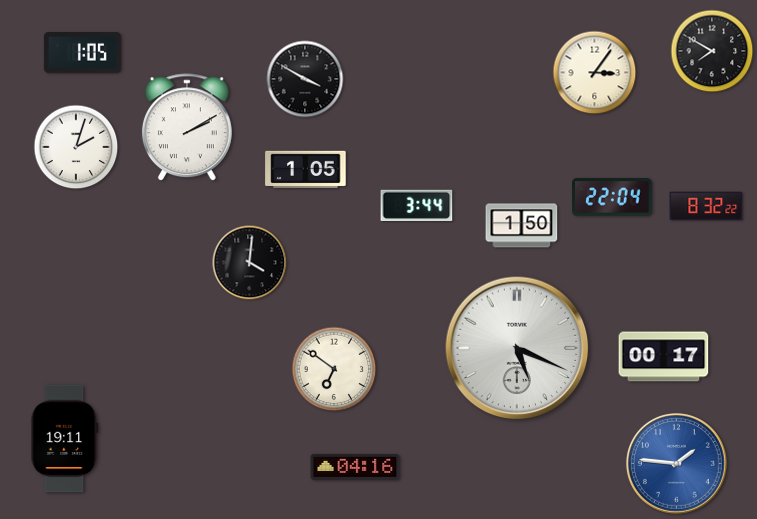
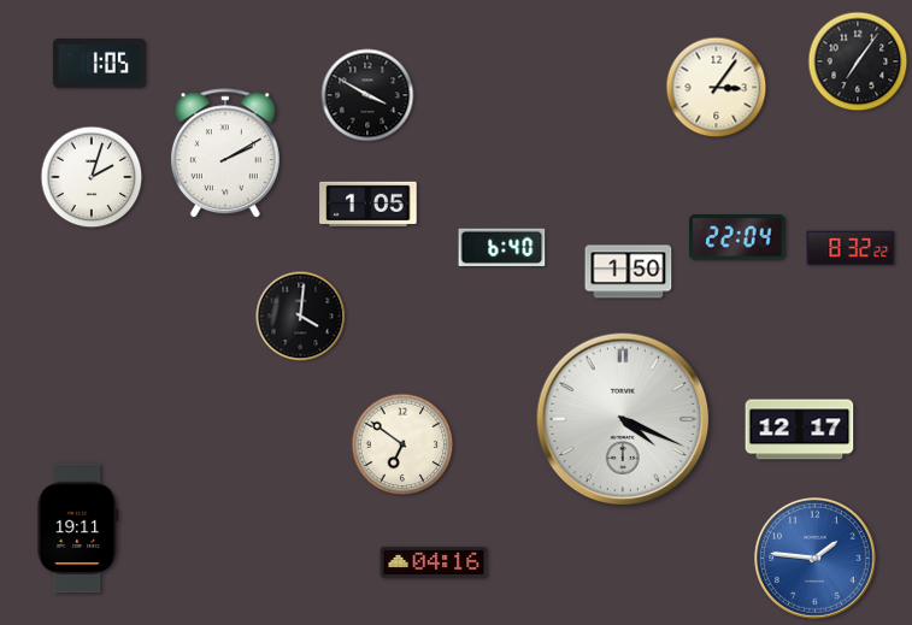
clock at (712, 51): 7:50 -> 7:06
clock at (417, 206): 3:44 -> 6:40
clock at (517, 348): 5:19 -> 4:19
clock at (664, 357): 00:17 -> 12:17
clock at (355, 467) position: (355, 467) -> (434, 562)
